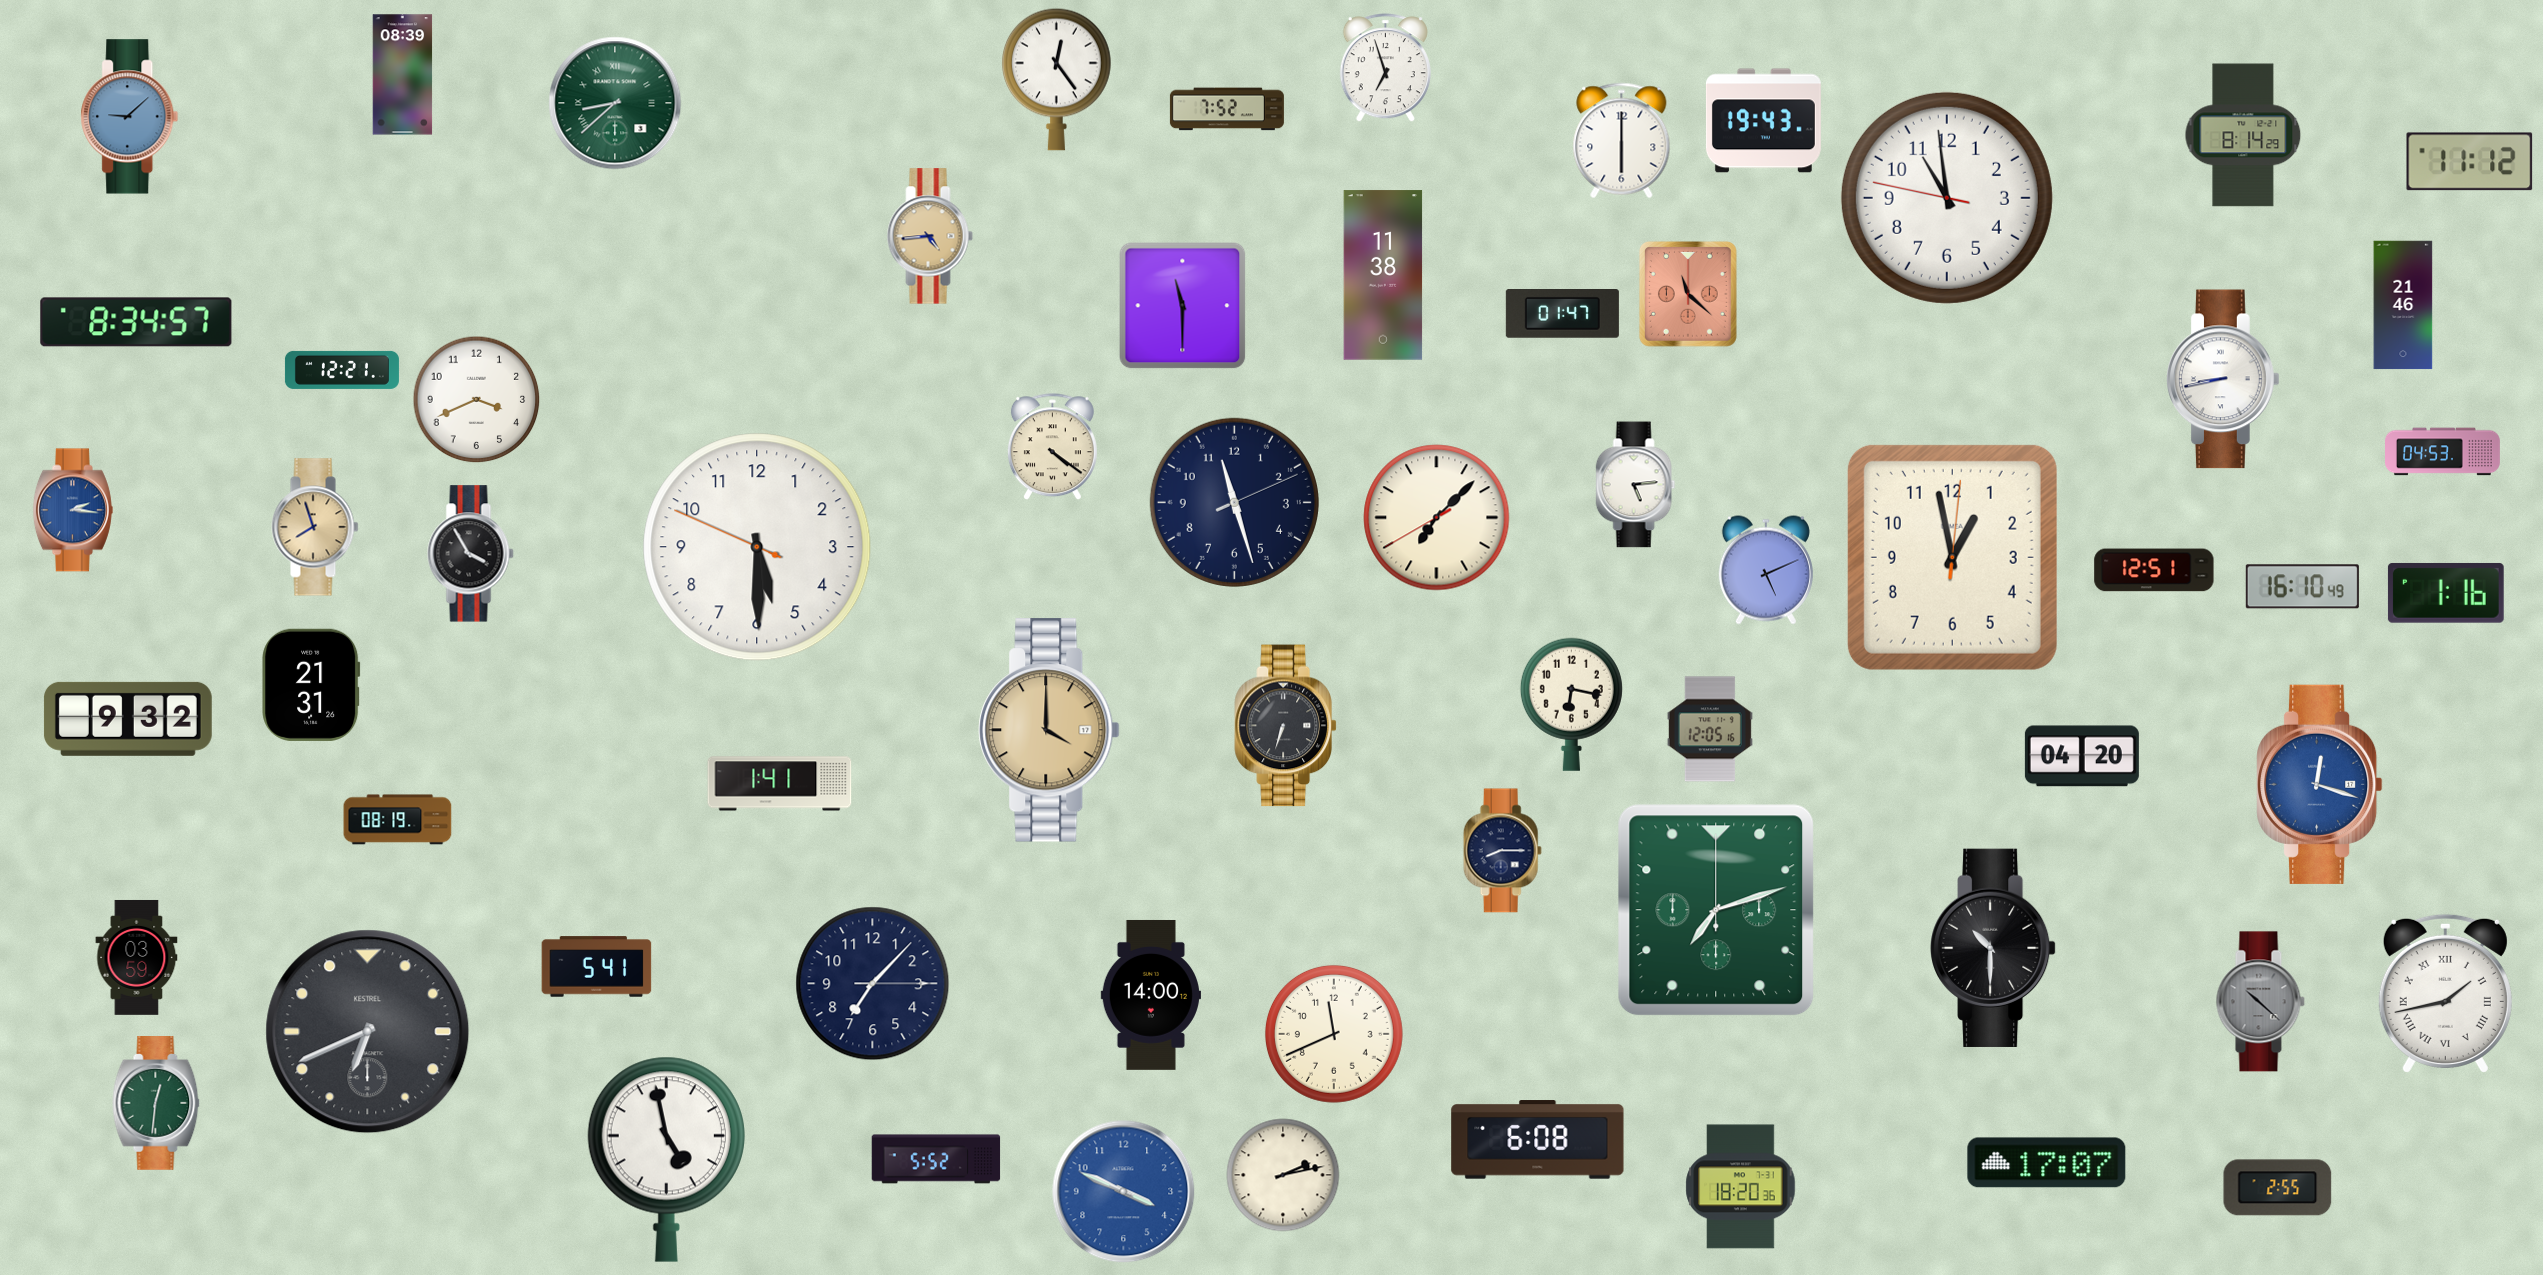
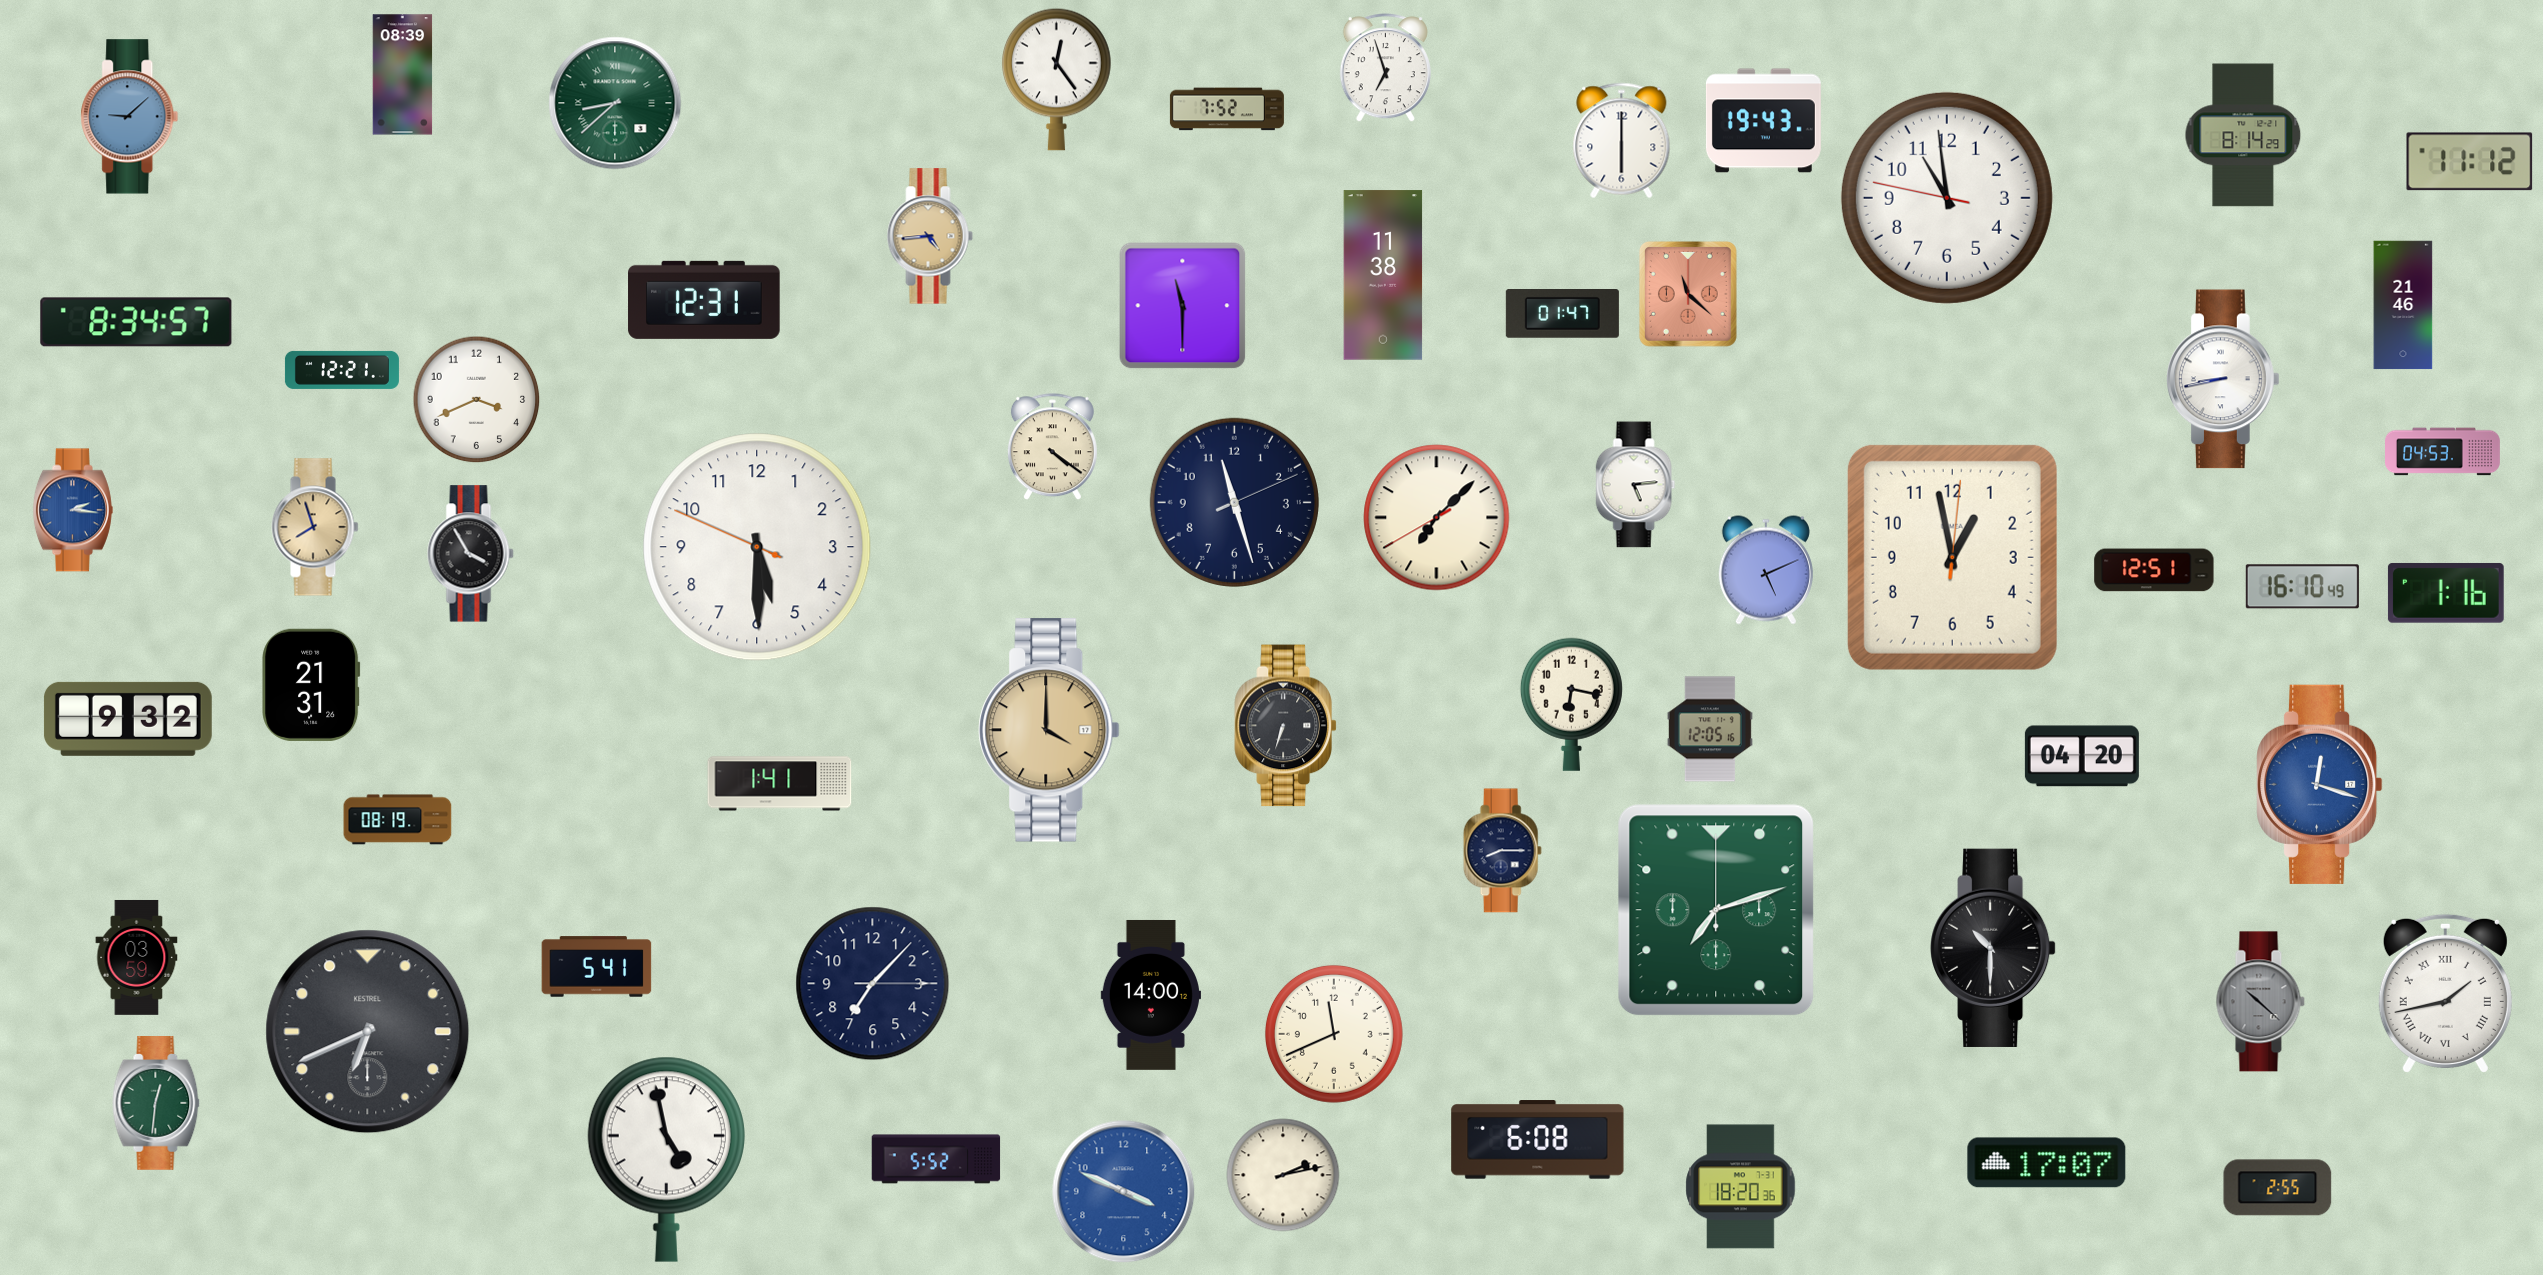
clock at (704, 300): none -> 12:31
